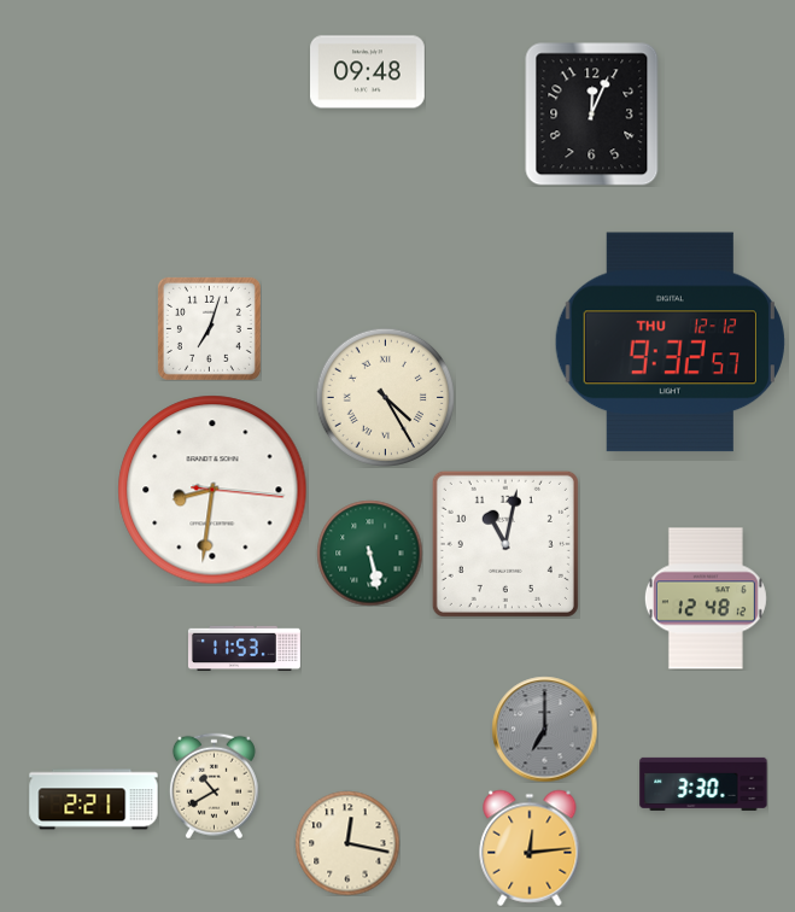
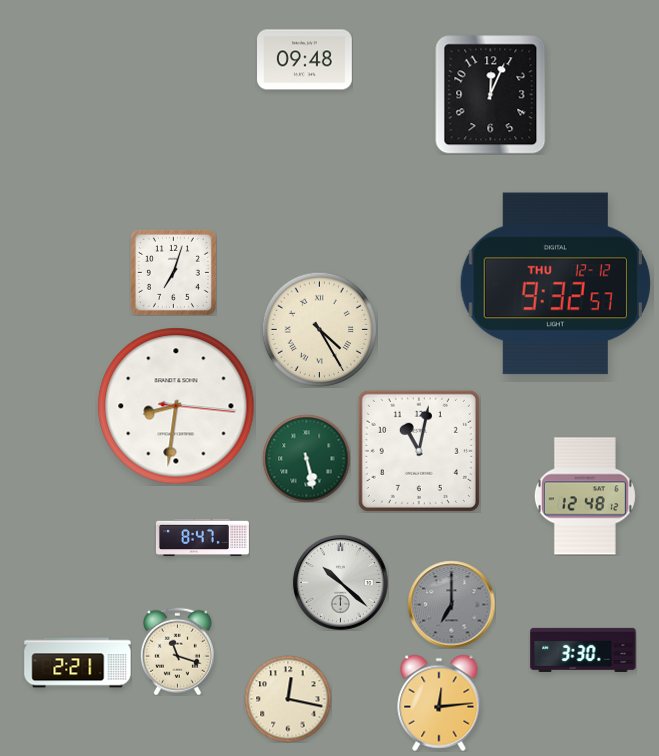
clock at (245, 649): 11:53 -> 8:47
clock at (340, 582): none -> 10:22
clock at (214, 785): 10:40 -> 11:18
